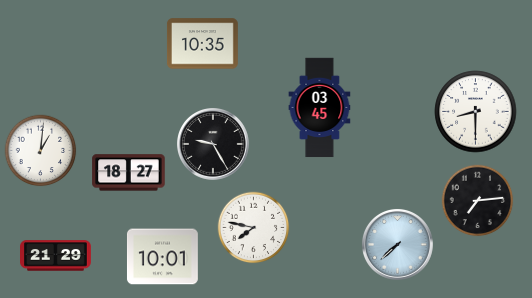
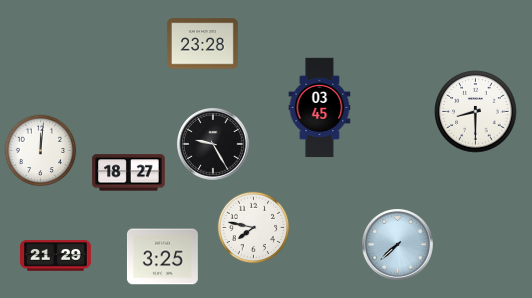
clock at (202, 44): 10:35 -> 23:28
clock at (41, 151): 1:01 -> 12:01
clock at (478, 201): 7:14 -> none
clock at (162, 257): 10:01 -> 3:25
